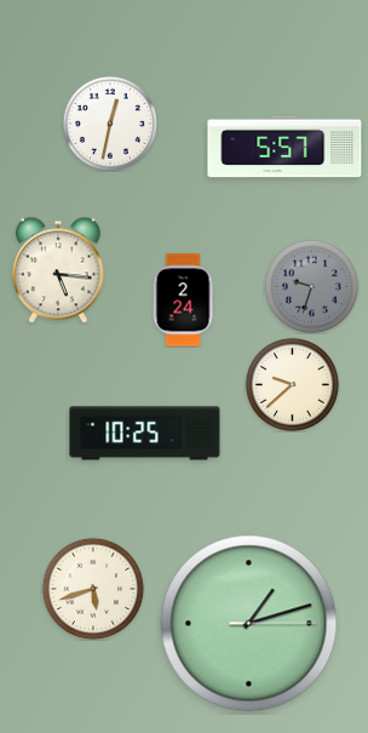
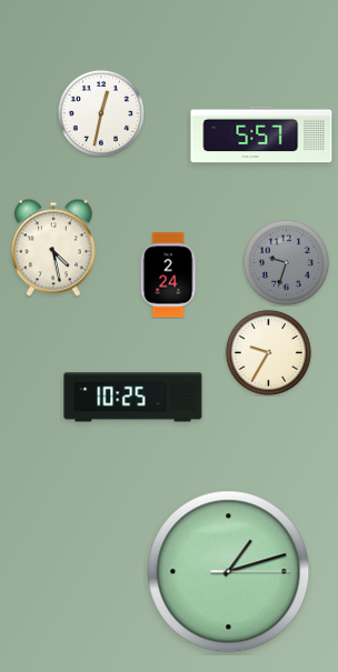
clock at (59, 270): 5:16 -> 4:28
clock at (292, 384): 9:38 -> 9:35
clock at (92, 588): 5:42 -> none
